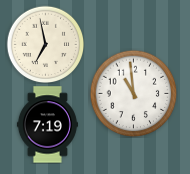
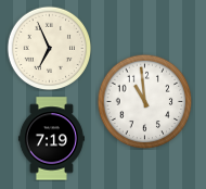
clock at (45, 44): 6:58 -> 6:56
clock at (47, 125) position: (47, 125) -> (51, 139)
